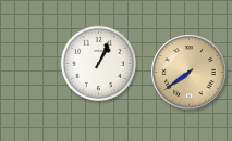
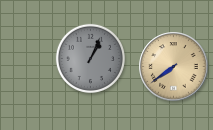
clock at (98, 63) dial: white -> grey
